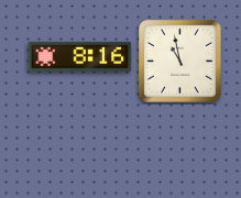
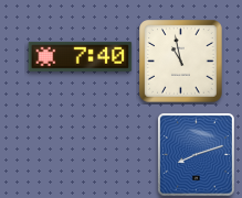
clock at (80, 56): 8:16 -> 7:40
clock at (197, 155): none -> 8:12
